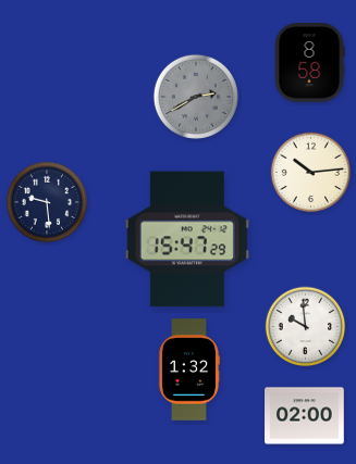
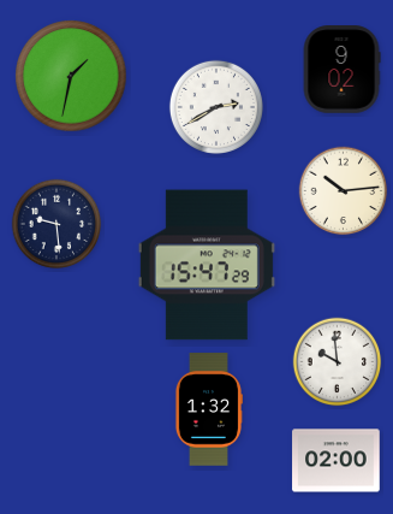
clock at (309, 63): 8:58 -> 9:02
clock at (71, 76): none -> 1:32
clock at (196, 97) dial: grey -> white
clock at (47, 202) position: (47, 202) -> (56, 224)
